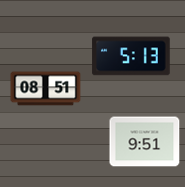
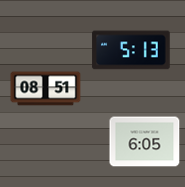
clock at (131, 56) position: (131, 56) -> (131, 50)
clock at (145, 142): 9:51 -> 6:05
